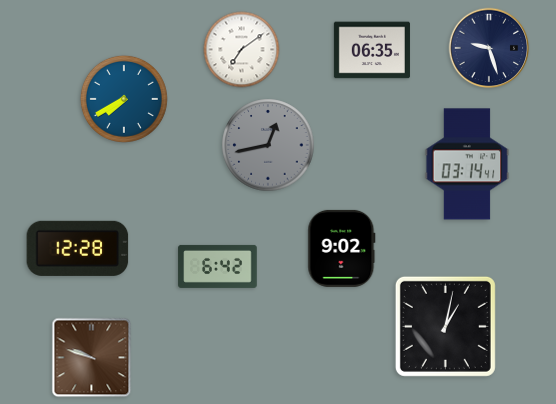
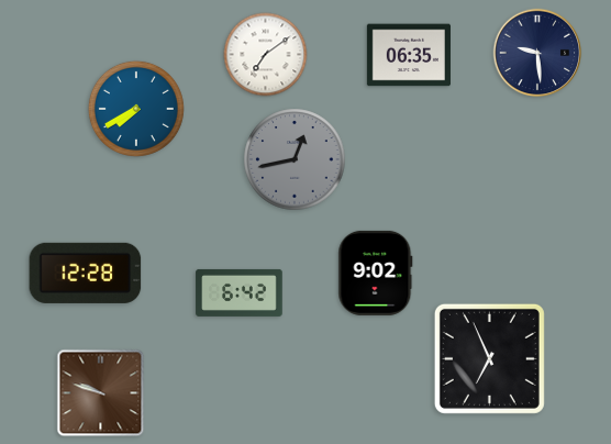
clock at (489, 48): 9:27 -> 9:29
clock at (467, 164): 03:14 -> none
clock at (445, 326): 1:02 -> 6:56
